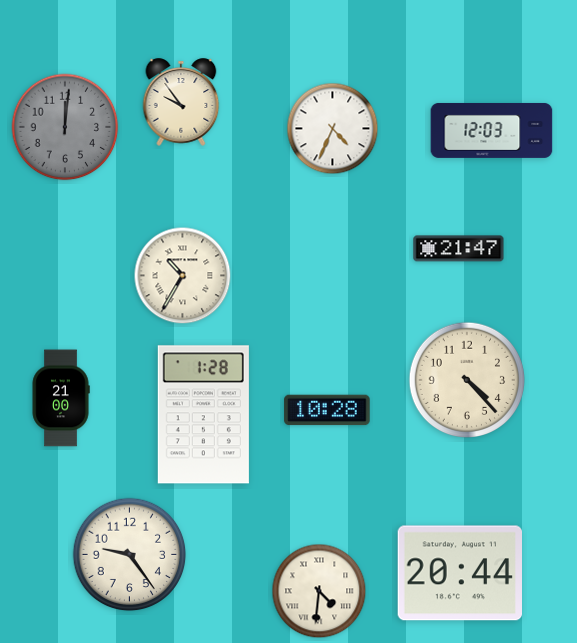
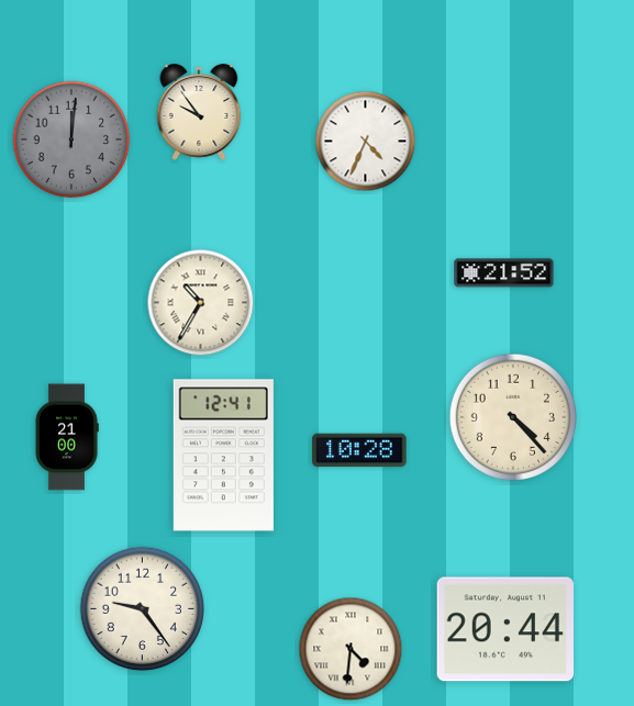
clock at (492, 130): 12:03 -> none
clock at (459, 249): 21:47 -> 21:52
clock at (203, 415): 1:28 -> 12:41
